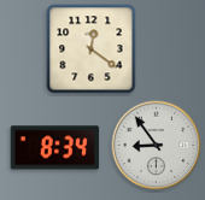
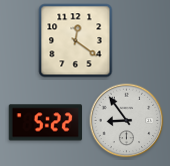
clock at (157, 146) position: (157, 146) -> (127, 121)
clock at (55, 148): 8:34 -> 5:22
